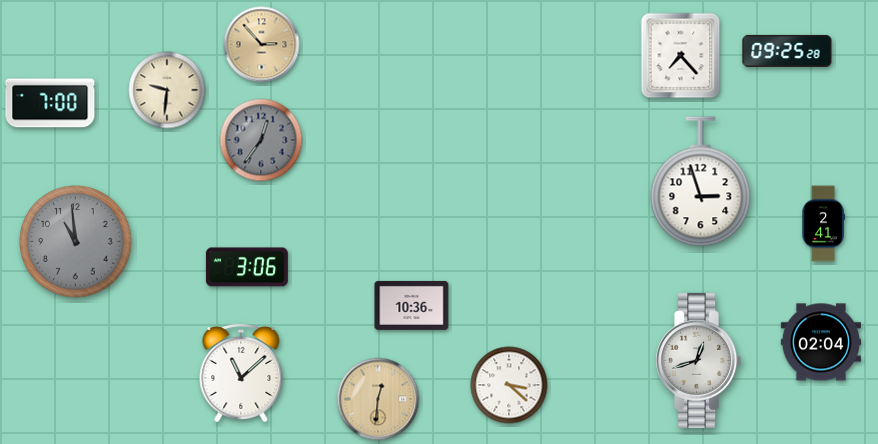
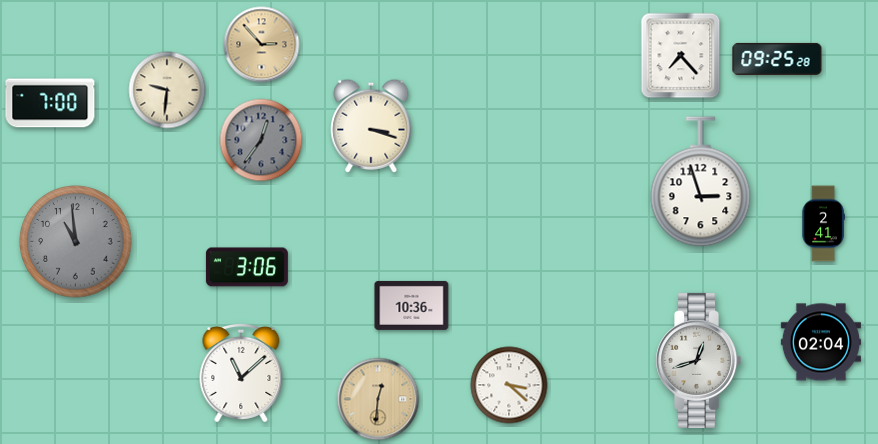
clock at (787, 51) position: (787, 51) -> (777, 59)
clock at (371, 126): none -> 3:18
